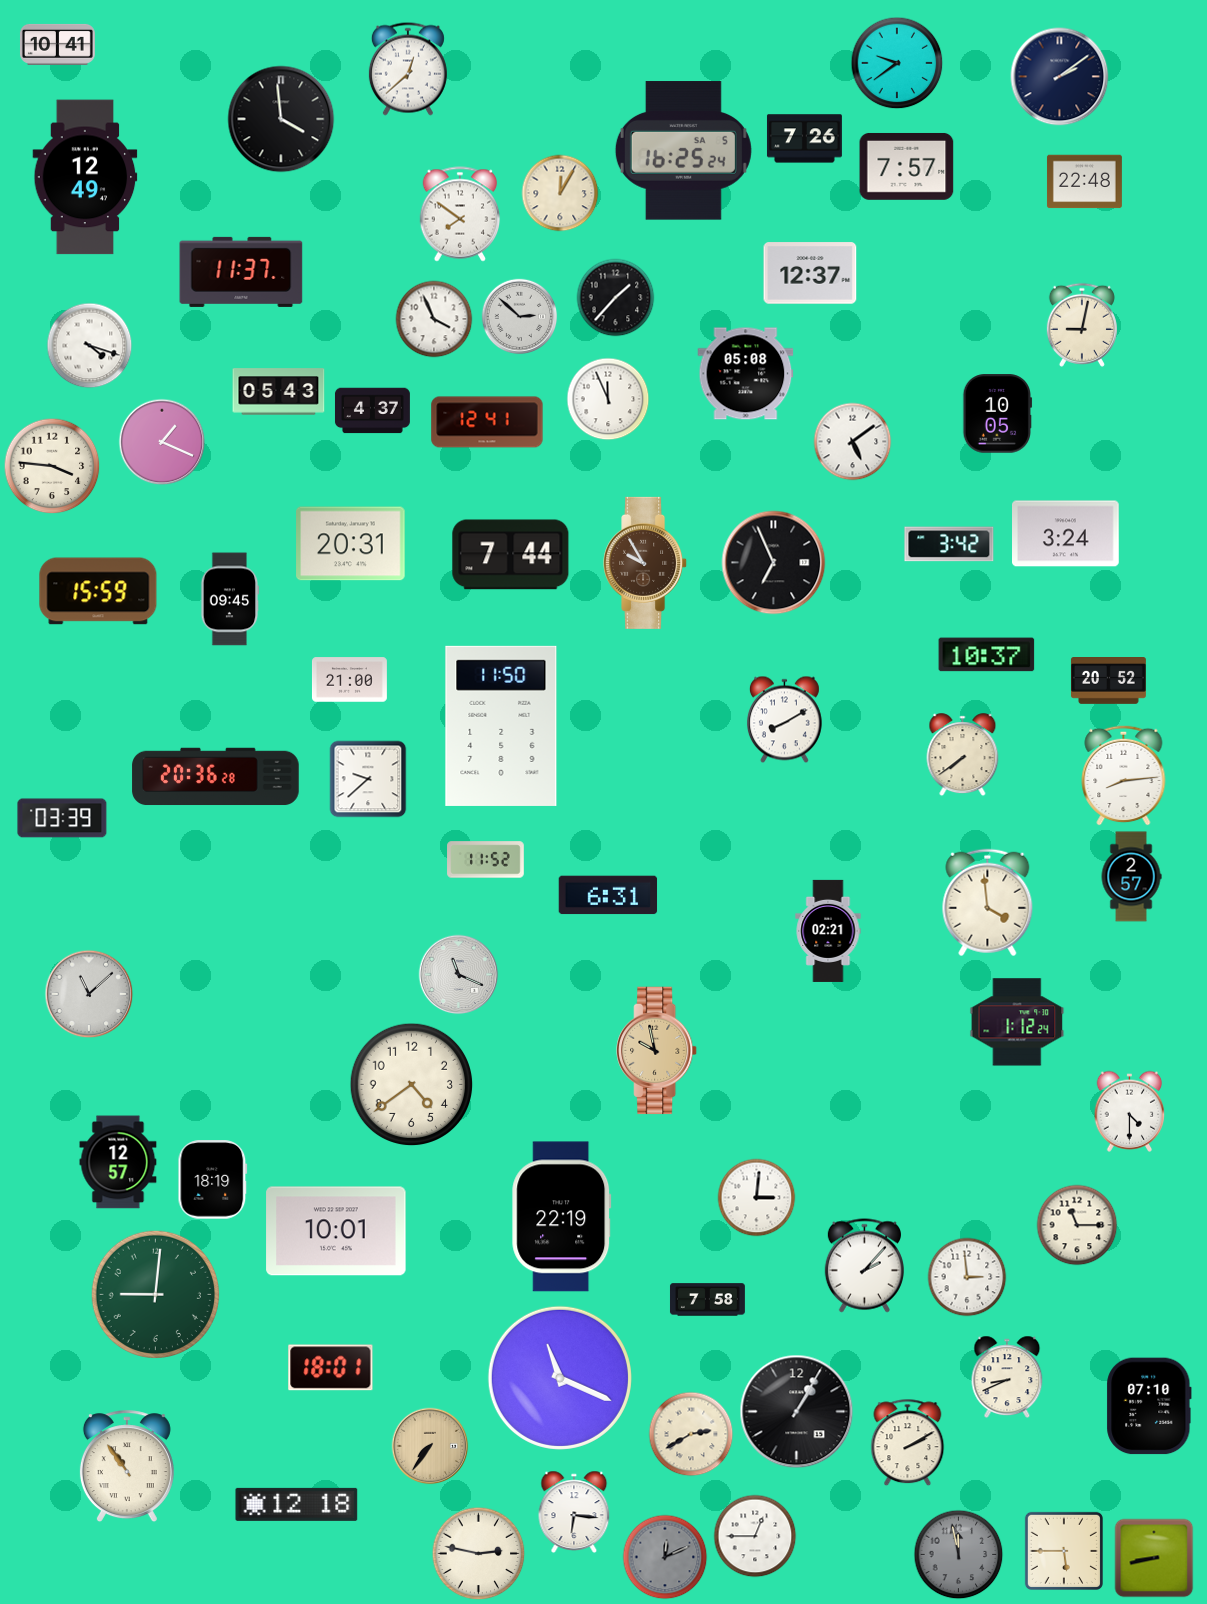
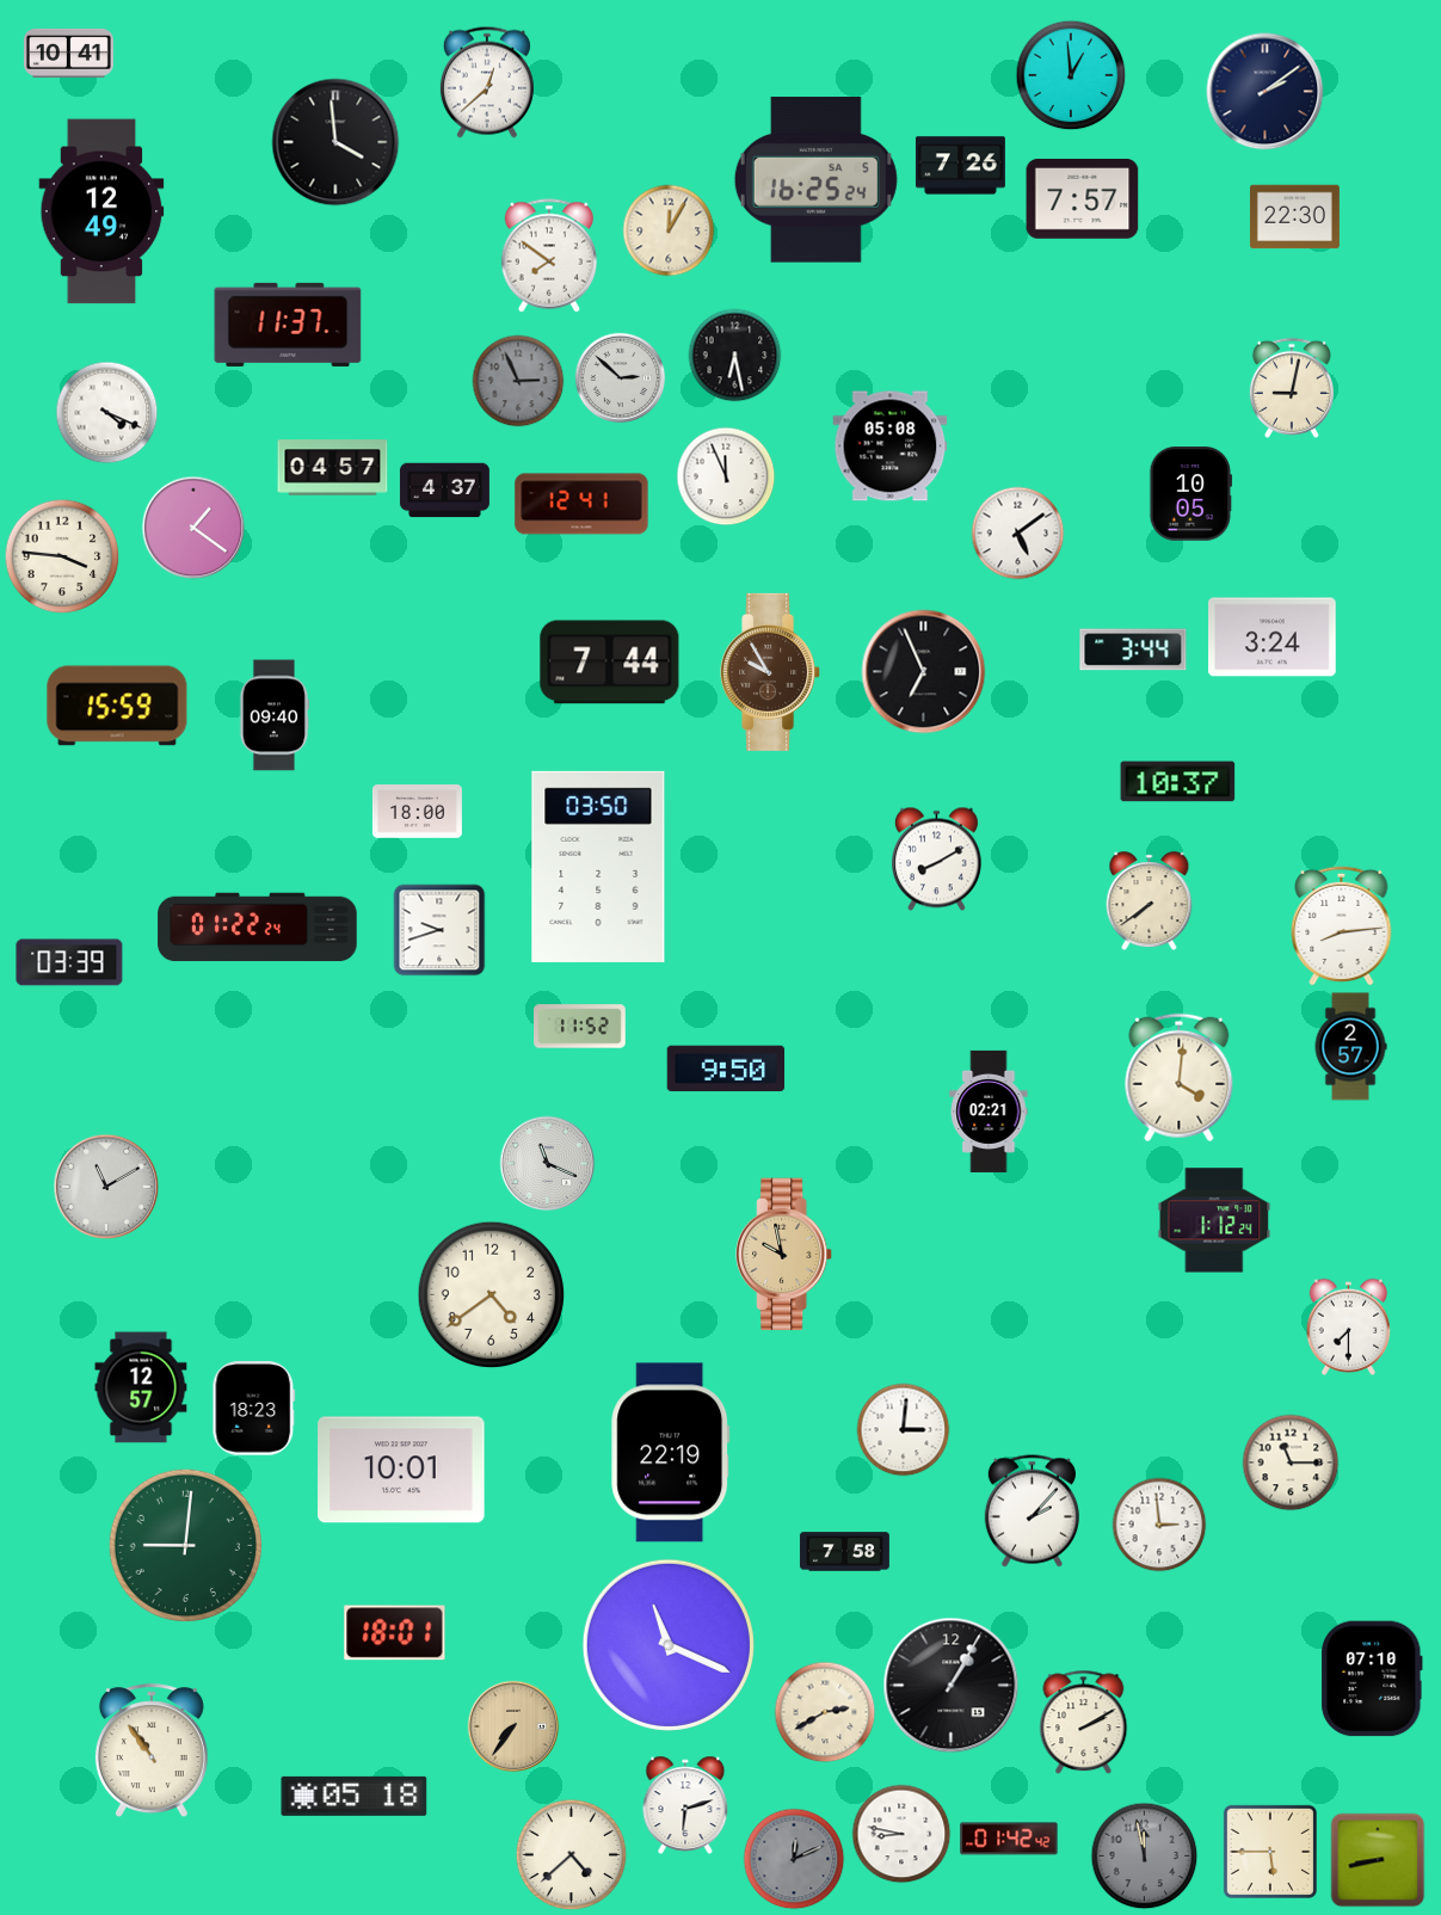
clock at (897, 63): 9:39 -> 12:59
clock at (1084, 182): 22:48 -> 22:30
clock at (810, 273): 12:37 -> none
clock at (616, 298): 1:37 -> 6:28
clock at (434, 319): 3:56 -> 2:56
clock at (434, 319) dial: white -> grey
clock at (90, 346): 4:18 -> 4:19
clock at (279, 392): 05:43 -> 04:57
clock at (162, 442): 1:19 -> 1:21
clock at (853, 442) position: (853, 442) -> (1018, 534)
clock at (351, 544): 20:31 -> none
clock at (949, 544): 3:42 -> 3:44
clock at (230, 599): 09:45 -> 09:40
clock at (349, 680): 21:00 -> 18:00
clock at (1108, 681): 20:52 -> none
clock at (501, 726): 11:50 -> 03:50
clock at (216, 777): 20:36 -> 01:22
clock at (368, 779): 9:38 -> 9:42
clock at (62, 818) position: (62, 818) -> (69, 962)
clock at (608, 895): 6:31 -> 9:50
clock at (988, 903): 3:59 -> 4:01
clock at (89, 994): 11:08 -> 11:10
clock at (1130, 1111): 4:30 -> 7:30
clock at (213, 1180): 18:19 -> 18:23
clock at (1077, 1225) position: (1077, 1225) -> (1291, 1463)
clock at (967, 1277) position: (967, 1277) -> (1159, 1525)
clock at (1007, 1377): 8:41 -> none
clock at (297, 1504): 12:18 -> 05:18
clock at (574, 1512): 6:16 -> 6:12
clock at (755, 1536): 12:45 -> 8:47
clock at (1009, 1839): none -> 01:42
clock at (479, 1554): 2:47 -> 4:38
